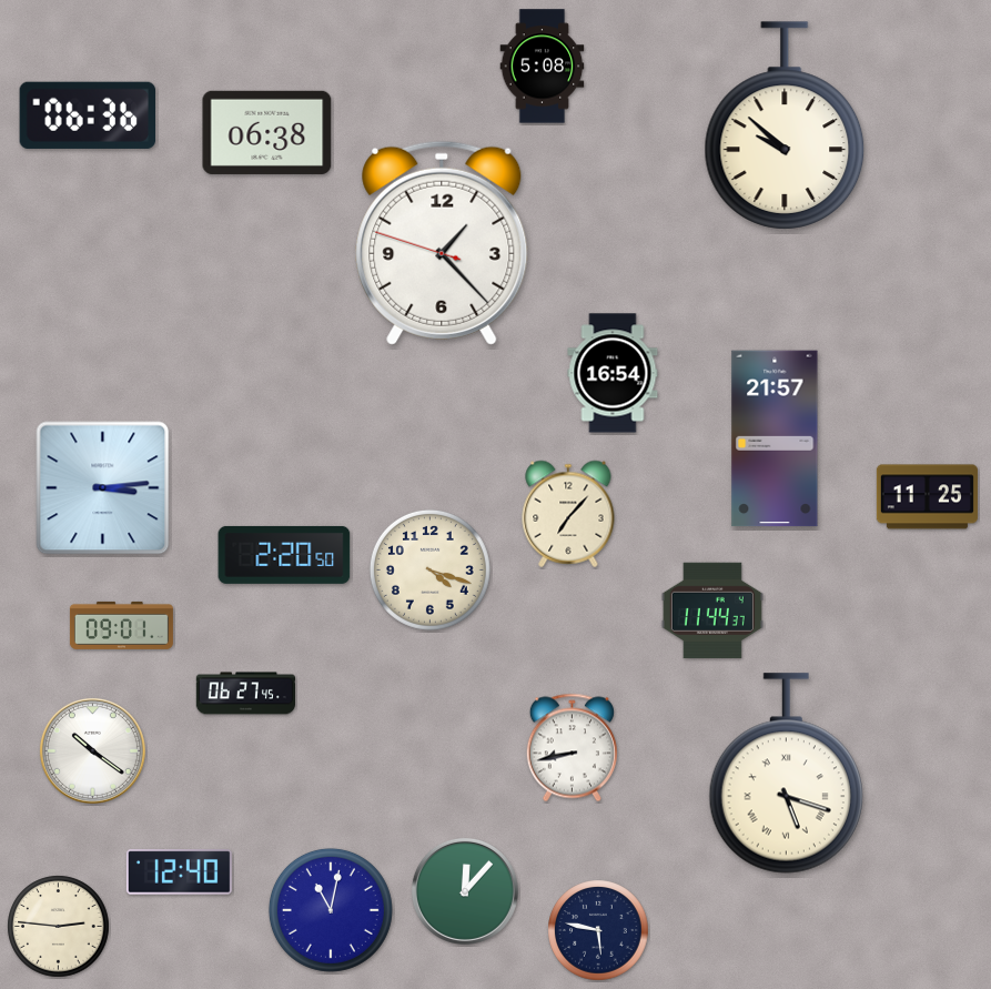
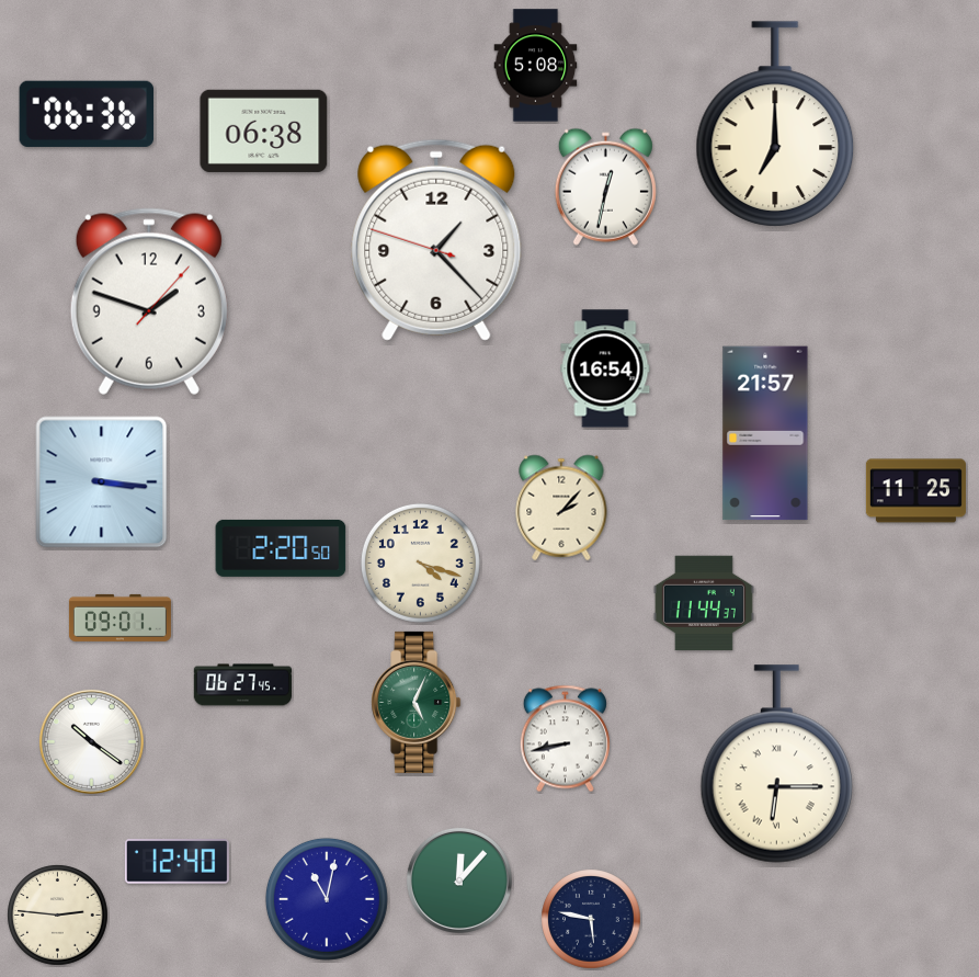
clock at (785, 125): 9:52 -> 7:00
clock at (605, 186): none -> 12:32
clock at (149, 302): none -> 1:48
clock at (103, 488): 3:14 -> 3:16
clock at (568, 514): 7:07 -> 2:07
clock at (429, 569) position: (429, 569) -> (420, 563)
clock at (417, 702): none -> 5:04
clock at (786, 774): 5:18 -> 6:15
